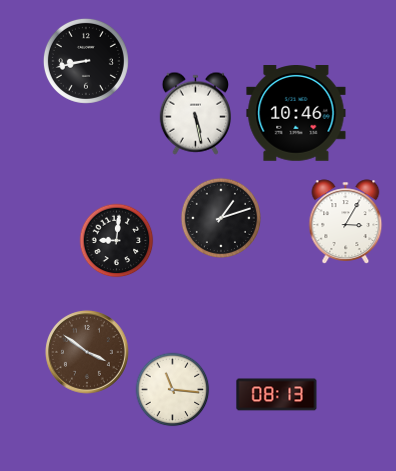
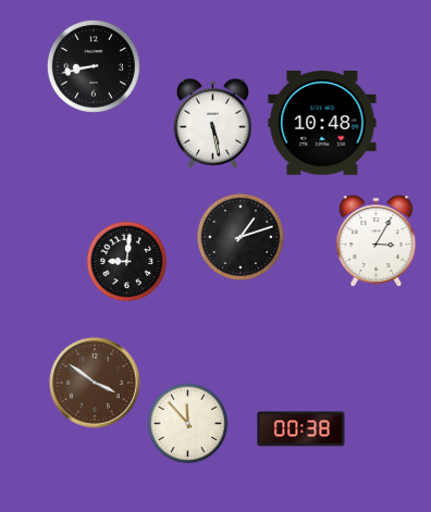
clock at (296, 114): 10:46 -> 10:48
clock at (173, 390): 11:16 -> 11:53
clock at (277, 395): 08:13 -> 00:38
